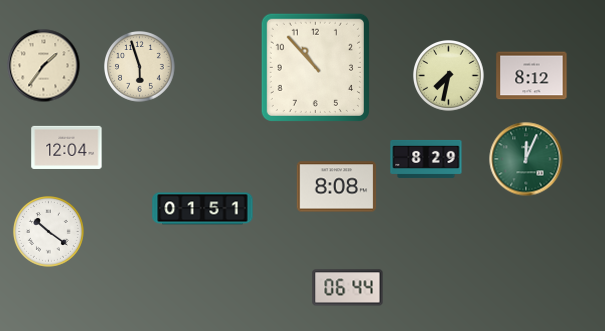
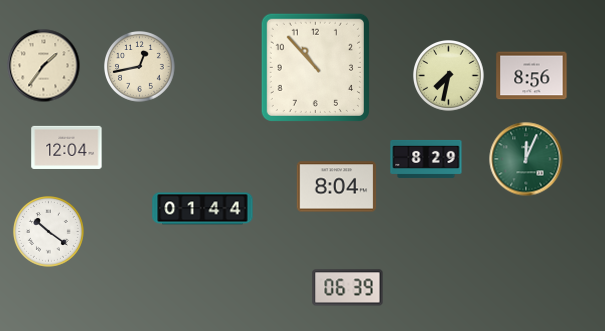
clock at (140, 67): 5:57 -> 12:43
clock at (532, 76): 8:12 -> 8:56
clock at (337, 187): 8:08 -> 8:04
clock at (203, 209): 01:51 -> 01:44
clock at (348, 288): 06:44 -> 06:39
